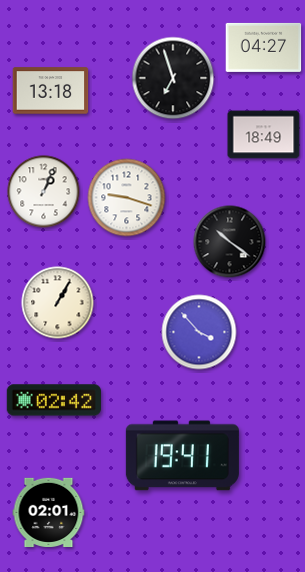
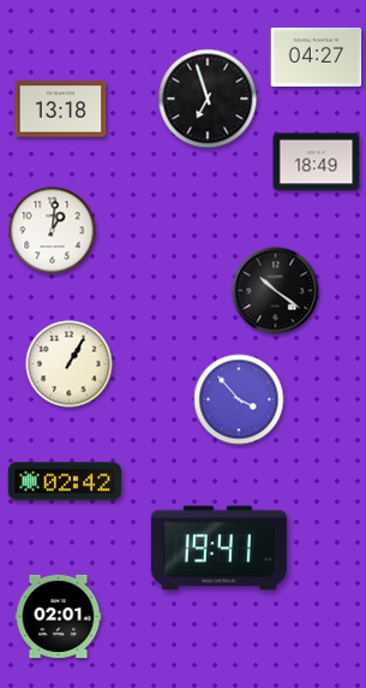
clock at (173, 78) position: (173, 78) -> (208, 99)
clock at (44, 192): 1:04 -> 1:01
clock at (127, 198): 9:18 -> none
